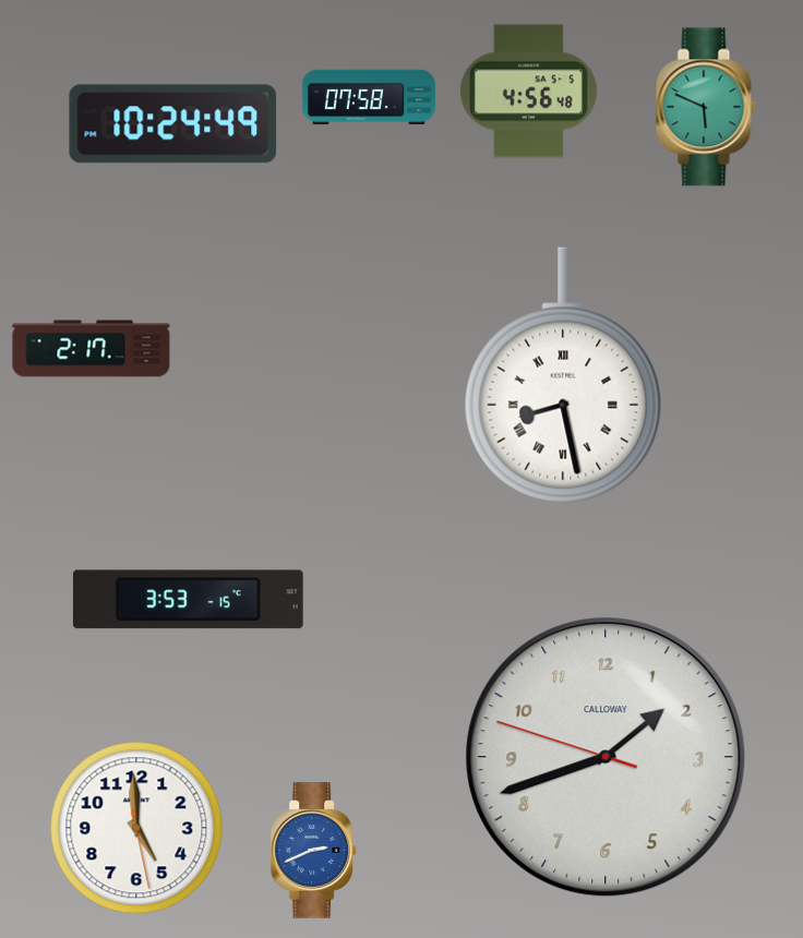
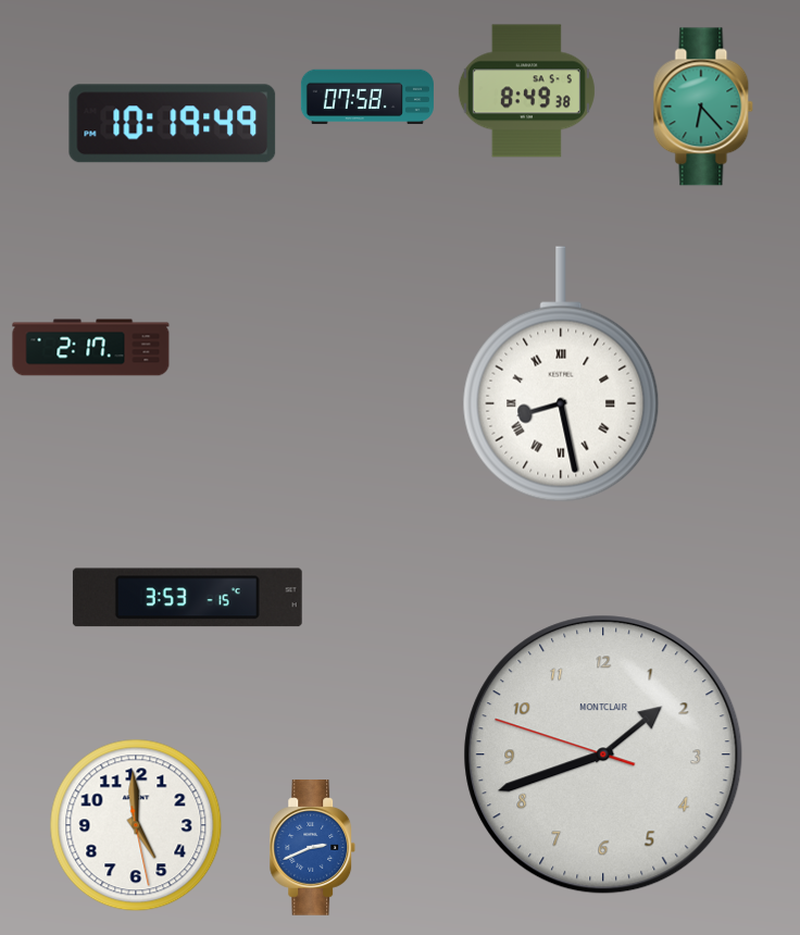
clock at (528, 92): 4:56 -> 8:49
clock at (706, 107): 5:49 -> 6:23
clock at (173, 124): 10:24 -> 10:19
clock at (606, 757) brand: CALLOWAY -> MONTCLAIR
